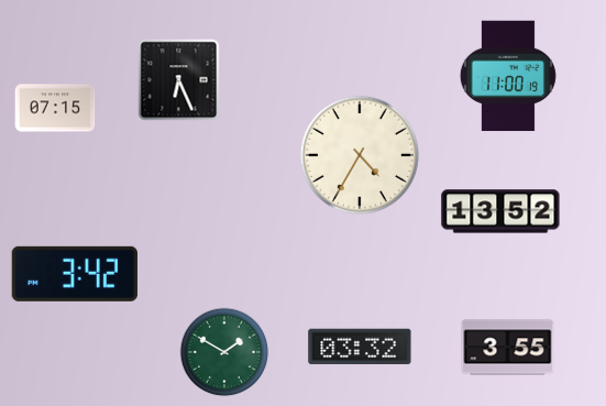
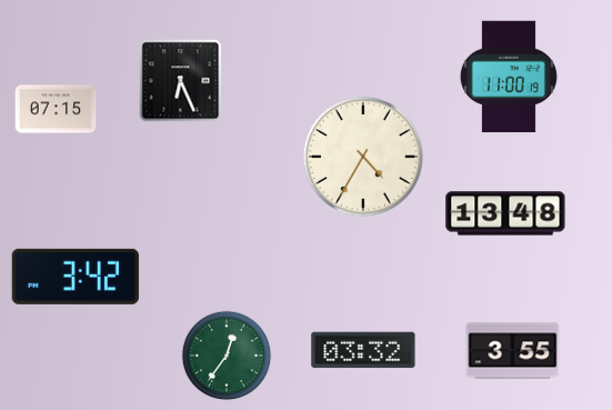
clock at (508, 76) position: (508, 76) -> (509, 77)
clock at (500, 211): 13:52 -> 13:48
clock at (224, 352): 1:50 -> 12:36
